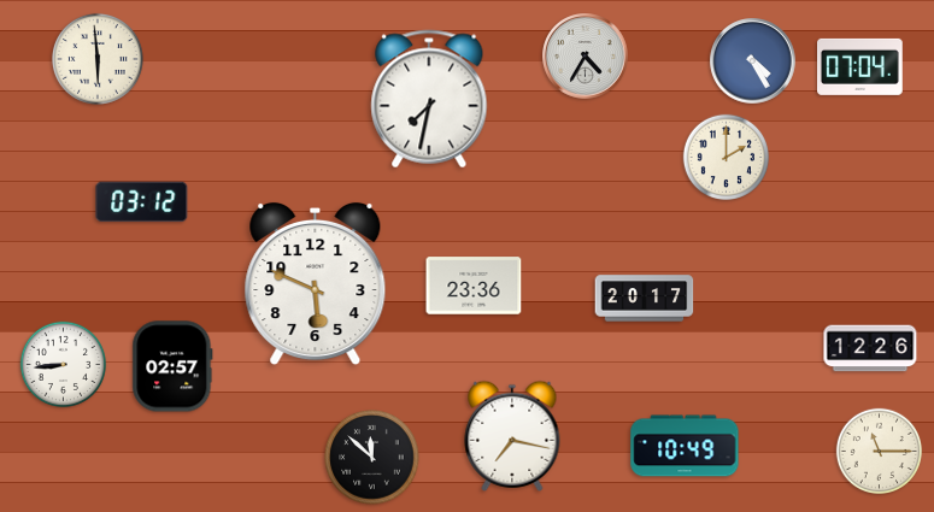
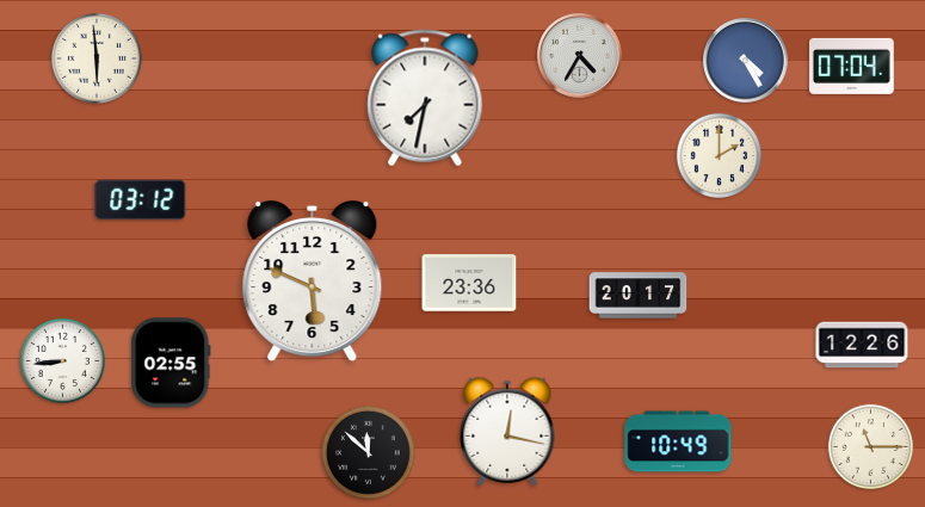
clock at (172, 366): 02:57 -> 02:55
clock at (512, 436): 7:17 -> 12:17
